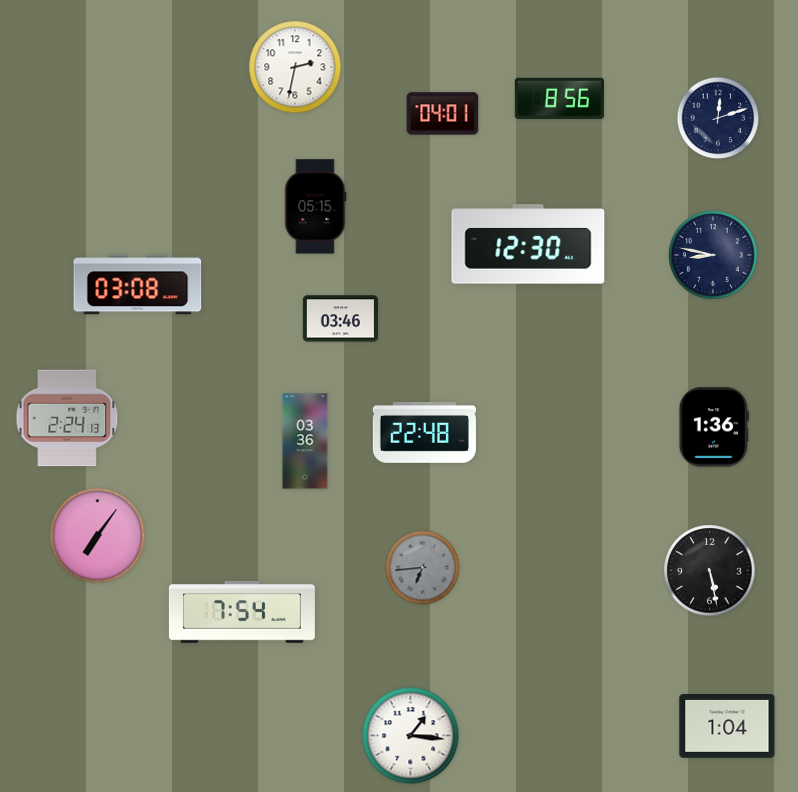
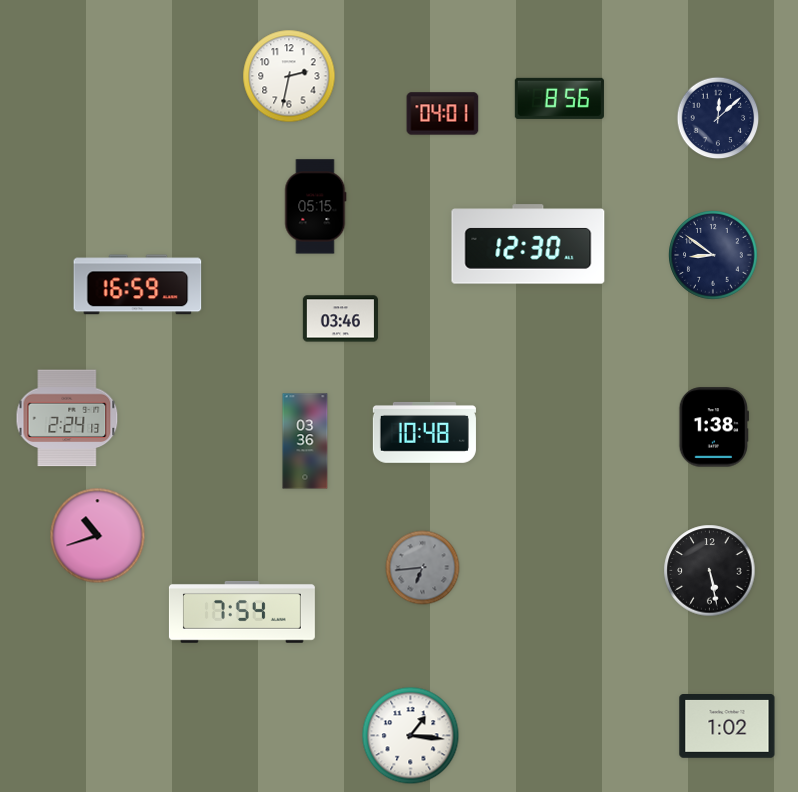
clock at (295, 67) position: (295, 67) -> (289, 76)
clock at (718, 118): 12:12 -> 12:08
clock at (713, 255): 8:47 -> 8:51
clock at (138, 285): 03:08 -> 16:59
clock at (714, 427): 1:36 -> 1:38
clock at (424, 432): 22:48 -> 10:48
clock at (98, 536): 7:06 -> 10:42
clock at (727, 727): 1:04 -> 1:02
